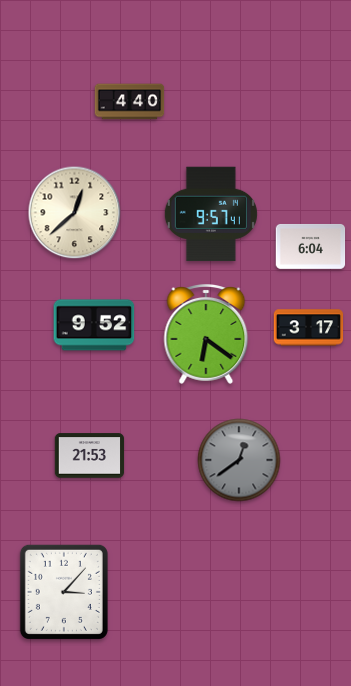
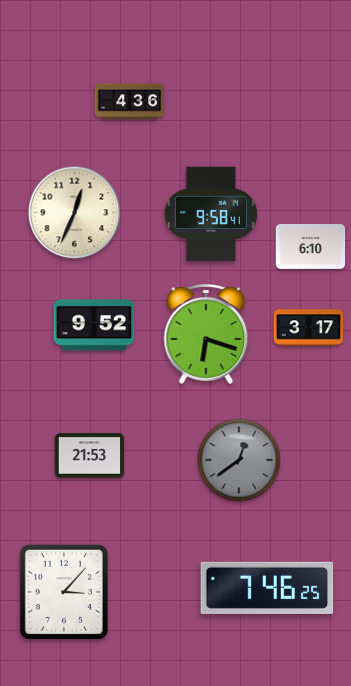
clock at (130, 102): 4:40 -> 4:36
clock at (75, 213): 12:38 -> 12:34
clock at (211, 214): 9:57 -> 9:58
clock at (311, 246): 6:04 -> 6:10
clock at (206, 335): 6:21 -> 6:18
clock at (267, 588): none -> 7:46
